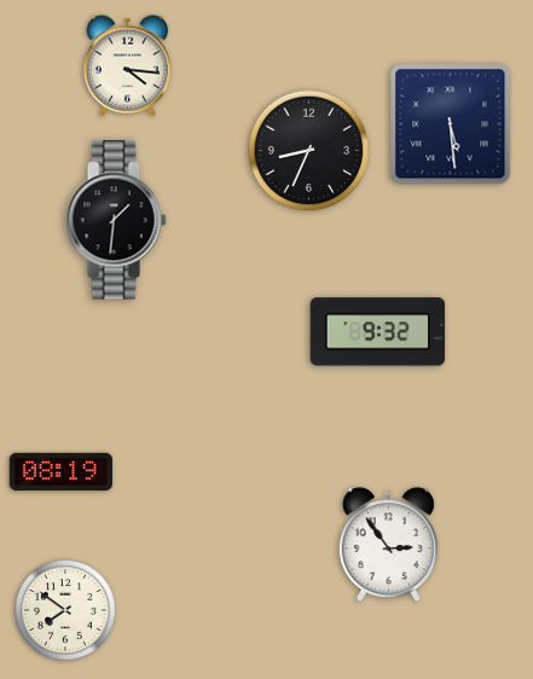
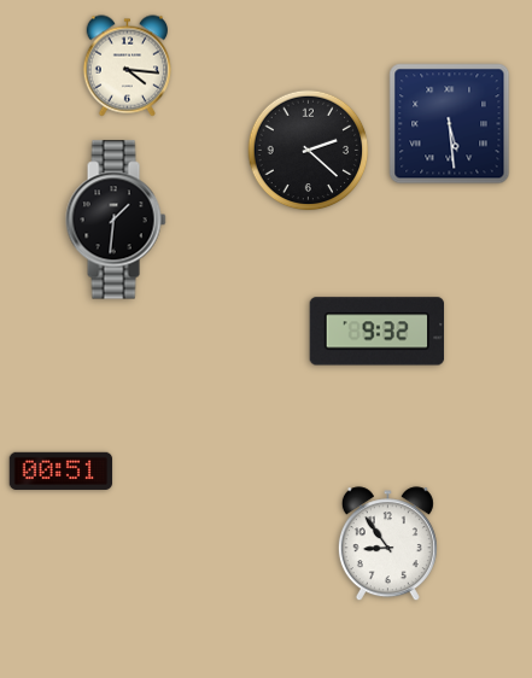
clock at (309, 151): 8:34 -> 2:22
clock at (62, 471): 08:19 -> 00:51
clock at (388, 545): 2:54 -> 8:54
clock at (65, 610): 7:51 -> none
